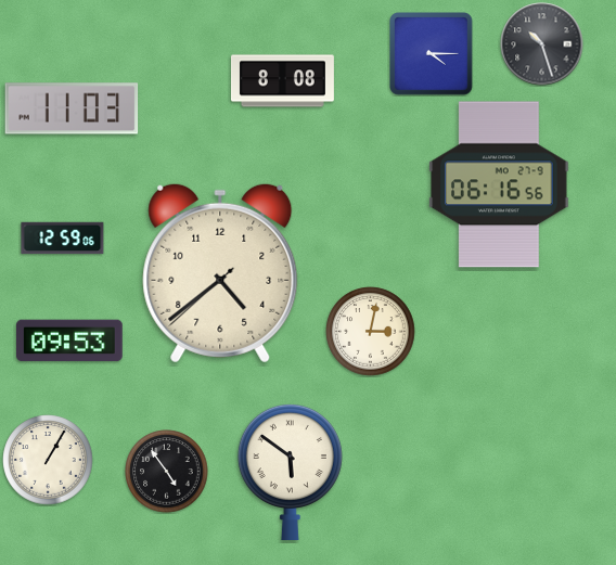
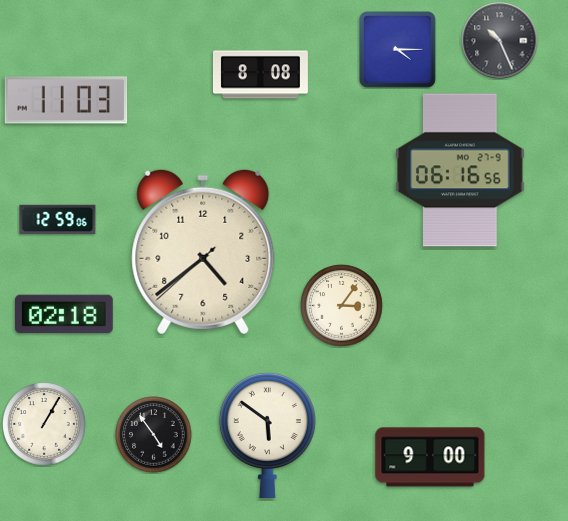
clock at (542, 44): 10:27 -> 10:26
clock at (371, 332): 3:02 -> 3:06
clock at (70, 341): 09:53 -> 02:18
clock at (430, 457): none -> 9:00
